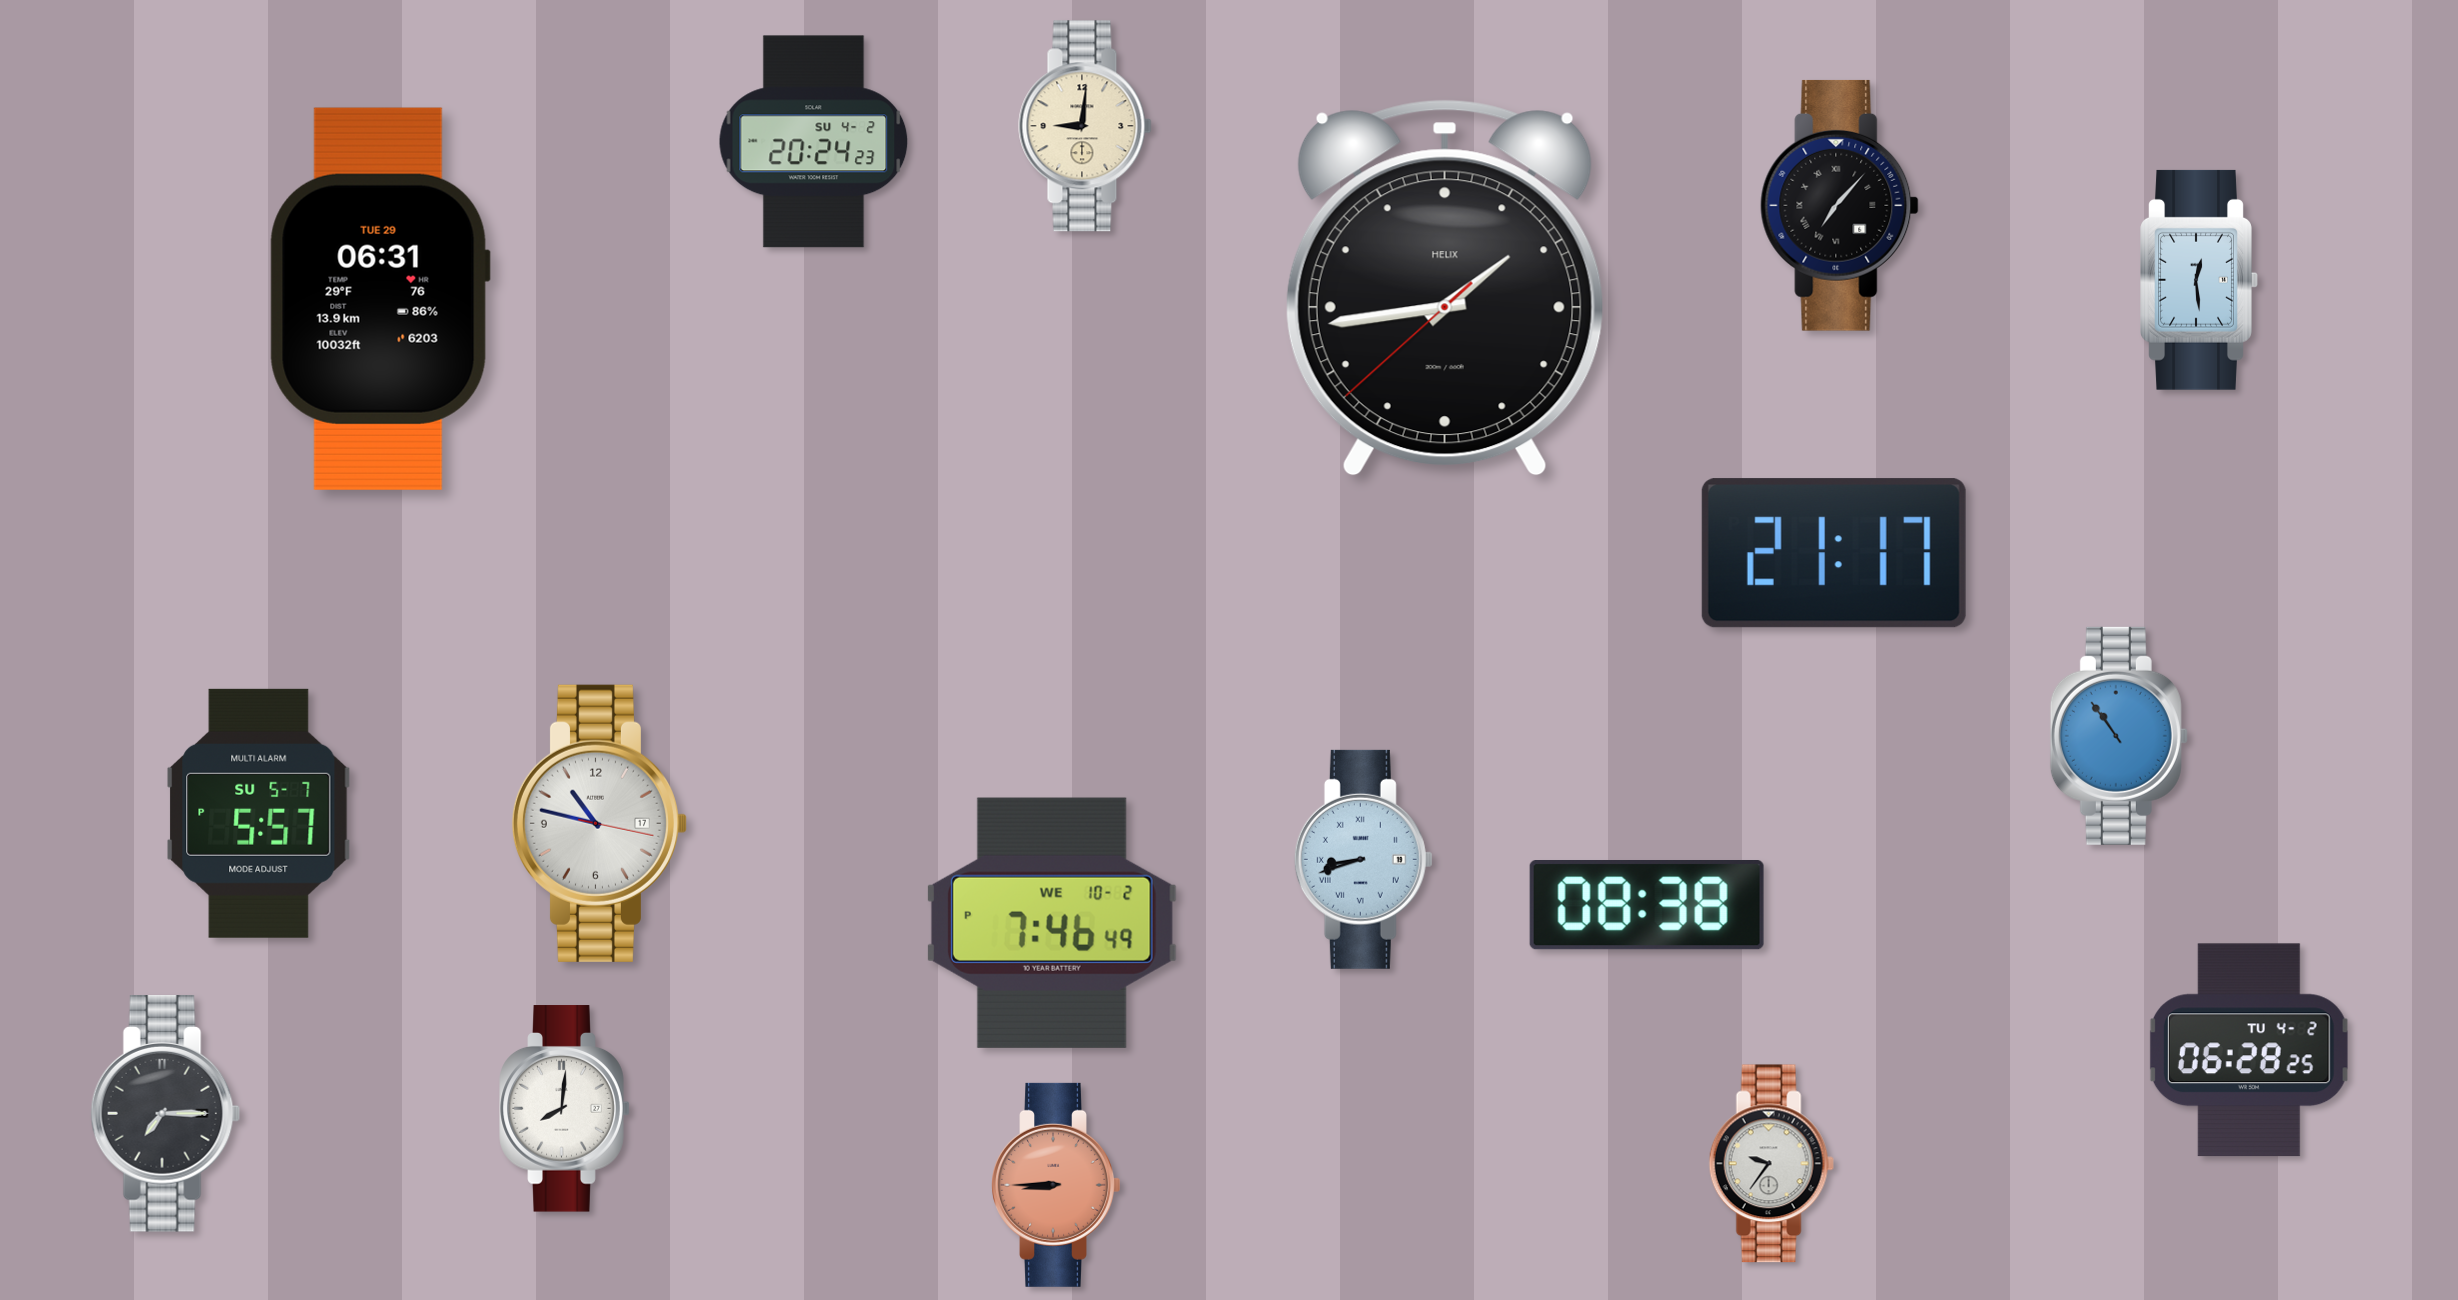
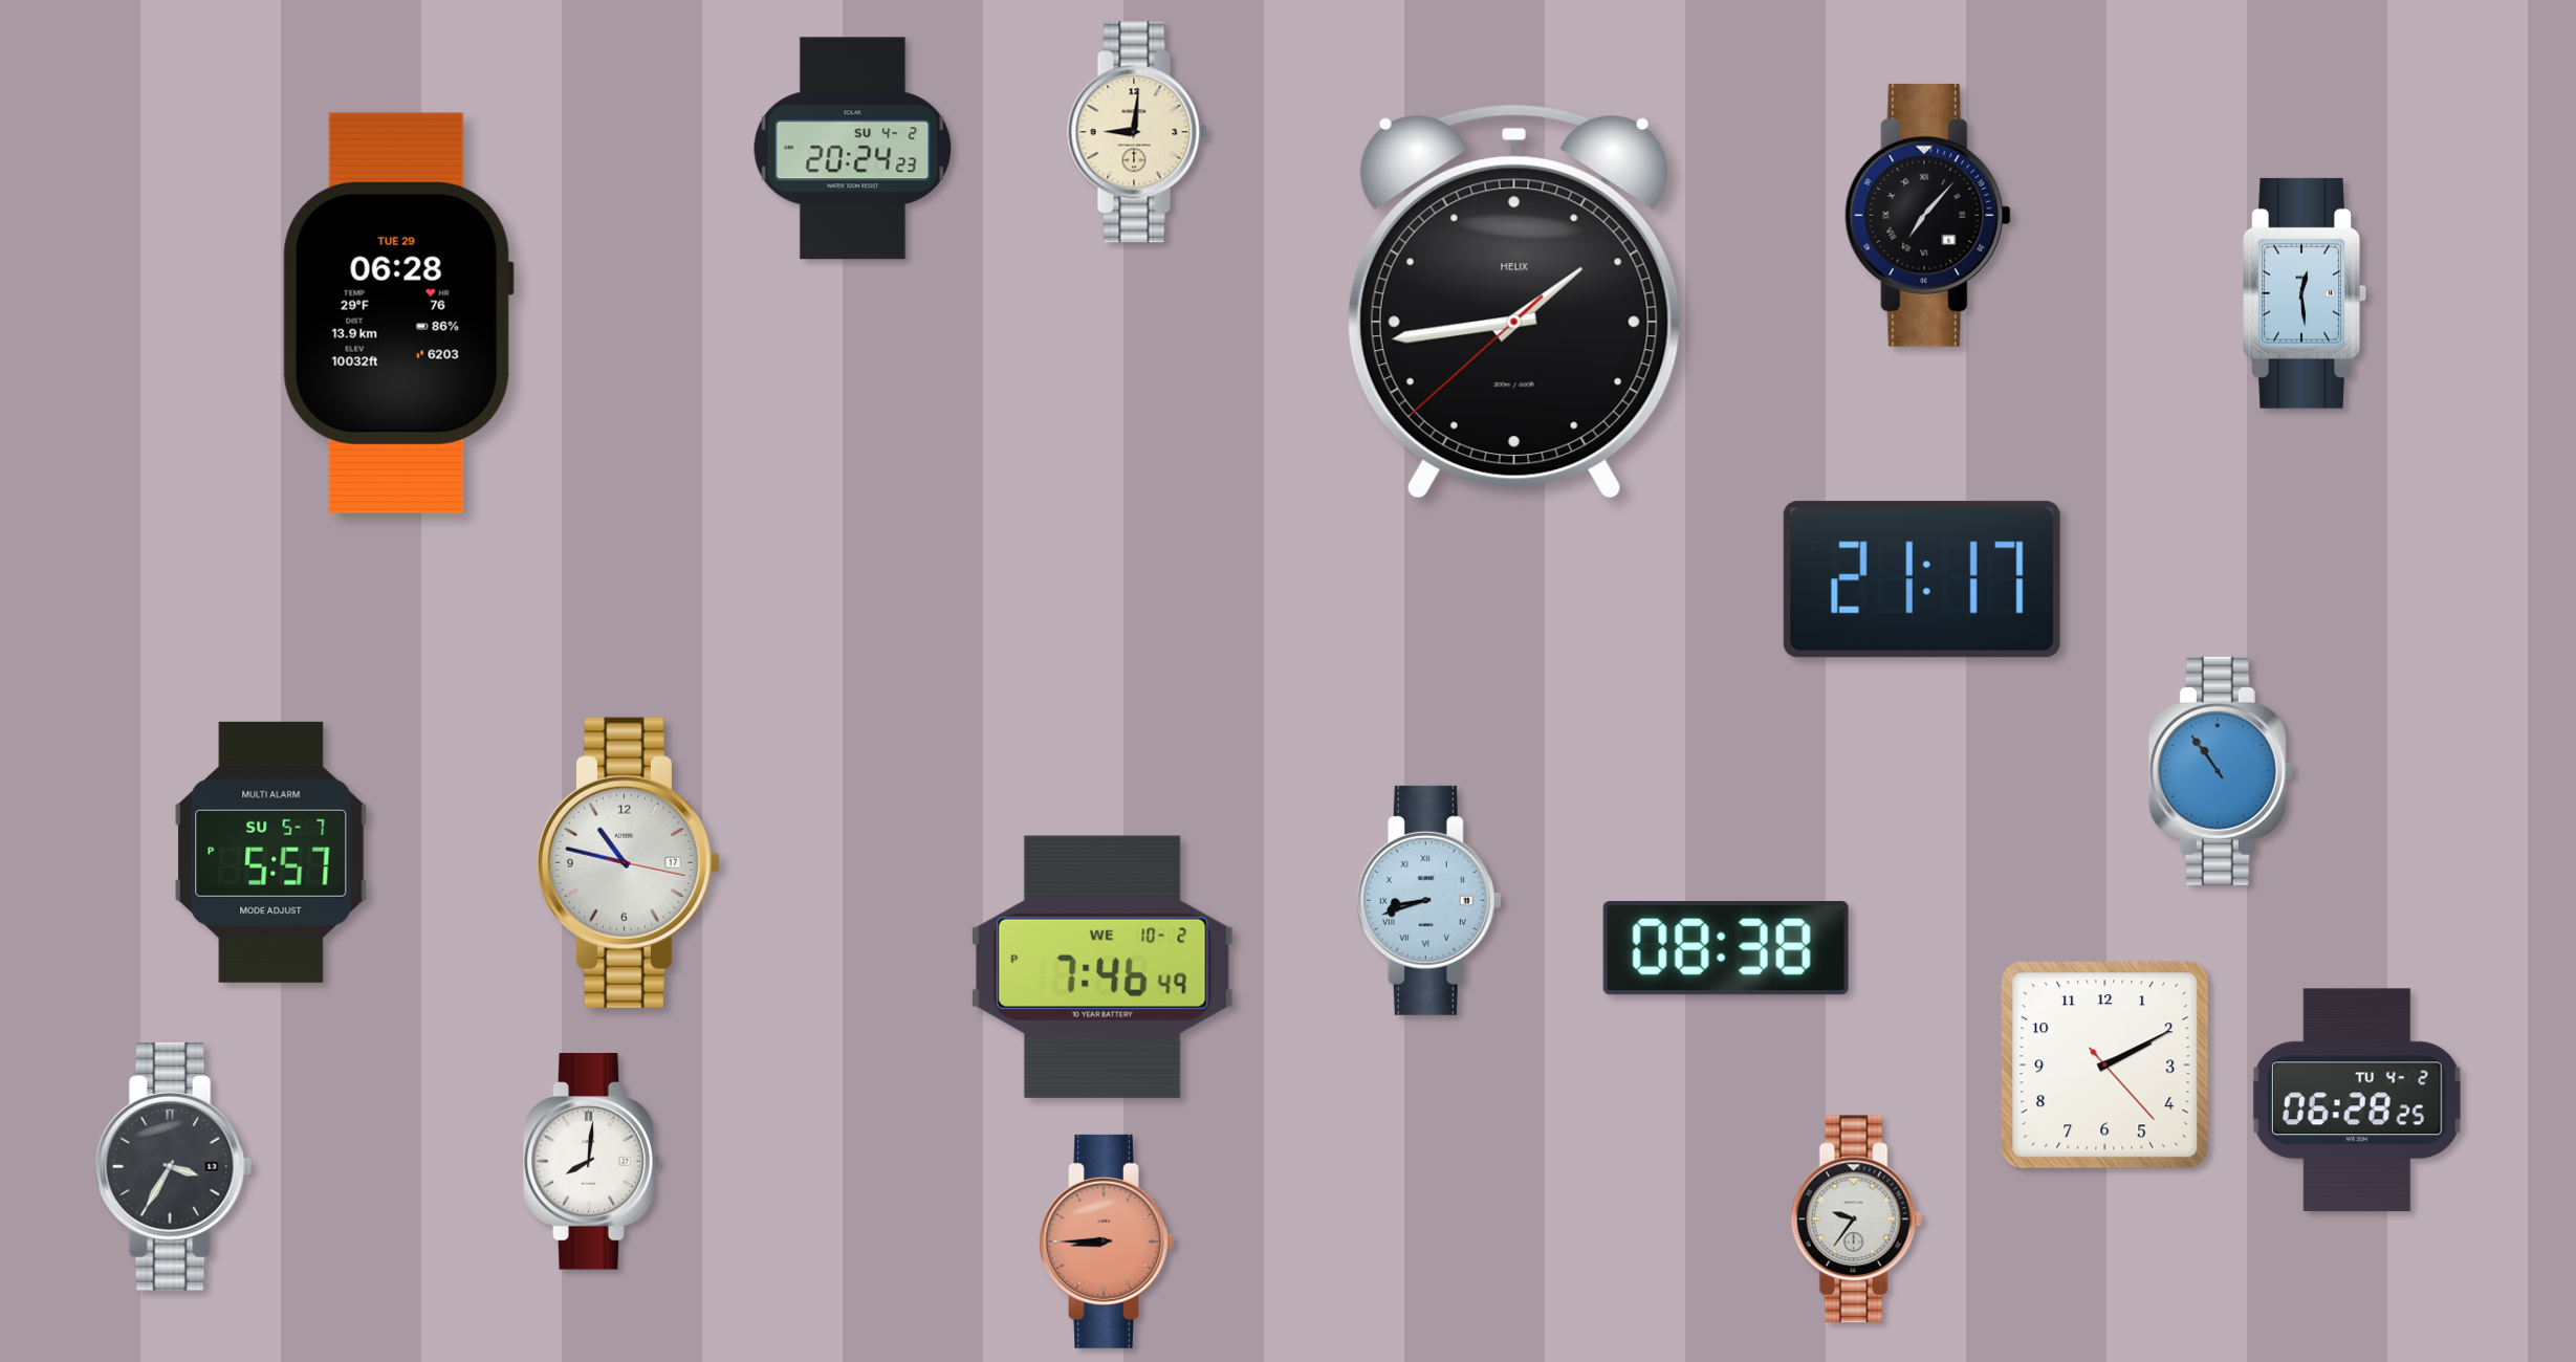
clock at (380, 299): 06:31 -> 06:28
clock at (2105, 1066): none -> 2:10
clock at (166, 1114): 7:15 -> 3:35
